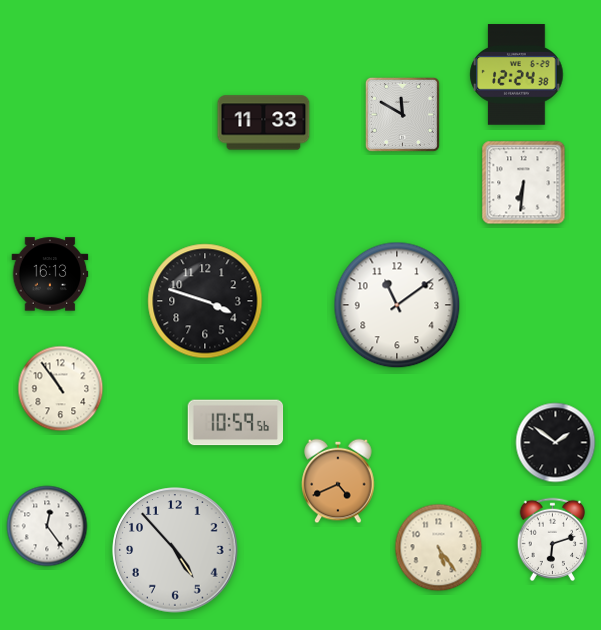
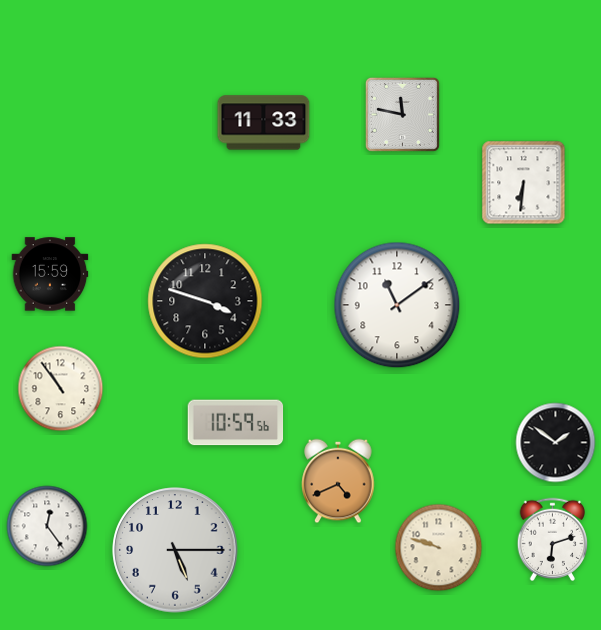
clock at (517, 75): 12:24 -> none
clock at (402, 114): 11:50 -> 11:47
clock at (50, 274): 16:13 -> 15:59
clock at (439, 548): 5:24 -> 9:48
clock at (175, 550): 4:53 -> 5:15
